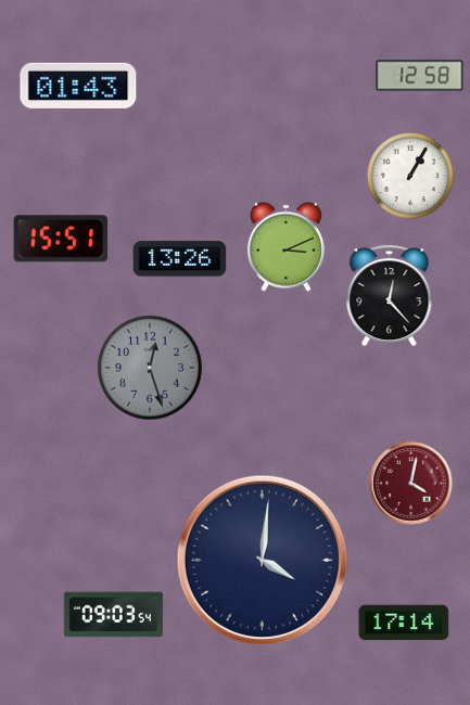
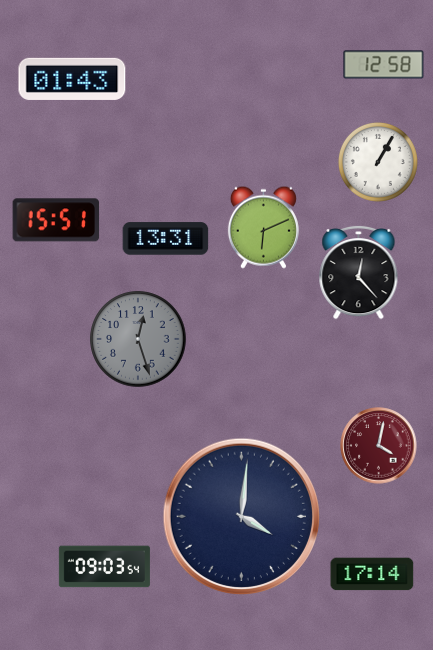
clock at (420, 76) position: (420, 76) -> (384, 65)
clock at (285, 246): 3:11 -> 6:11
clock at (180, 259): 13:26 -> 13:31
